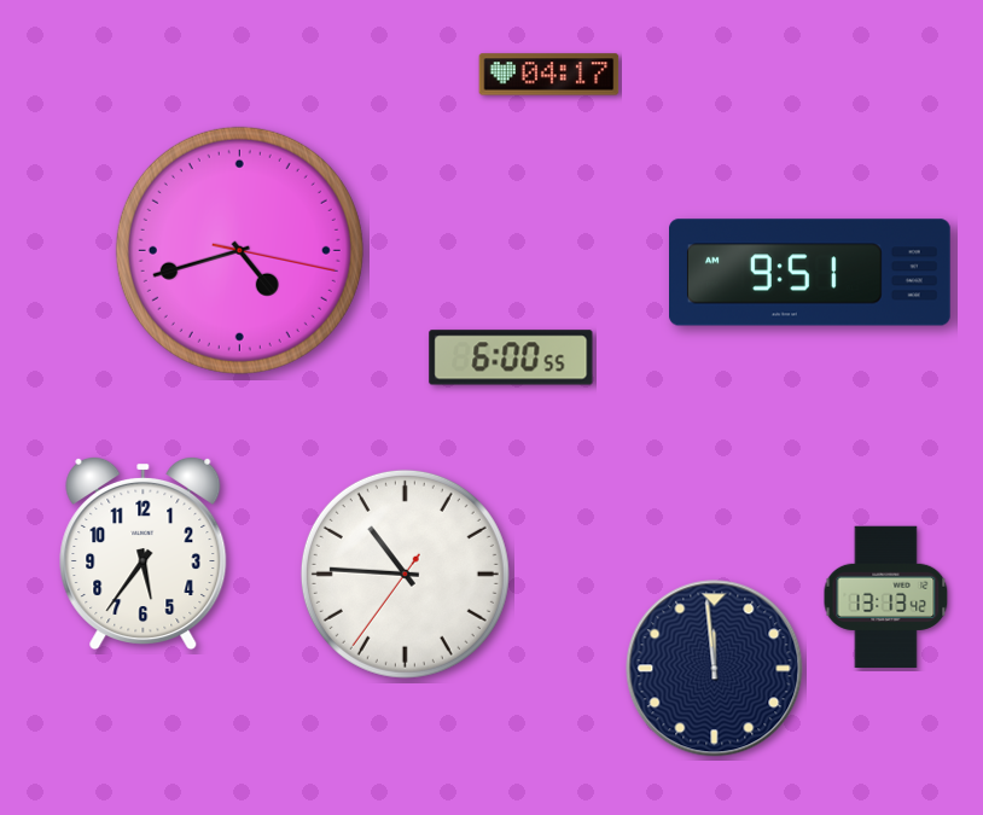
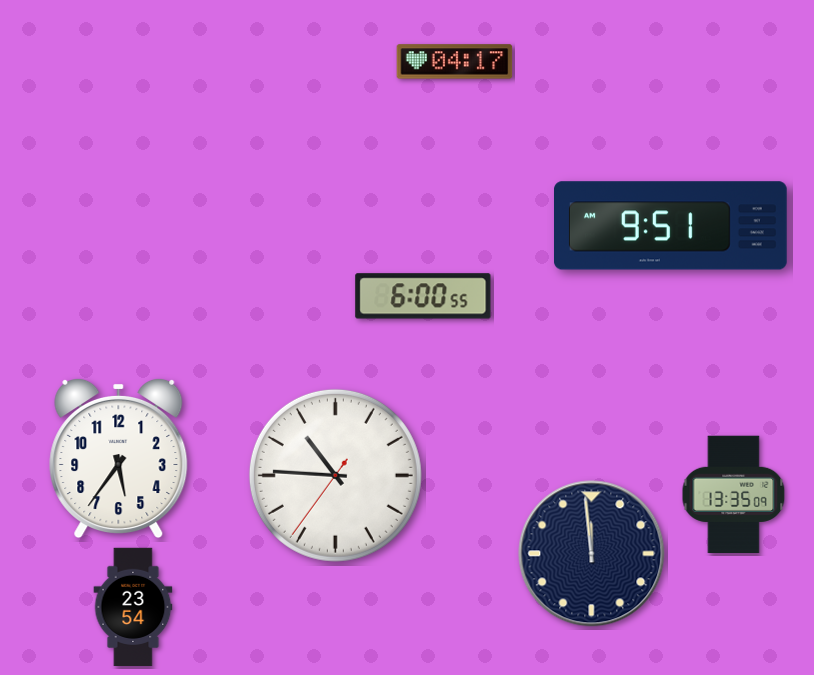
clock at (239, 250): 4:42 -> none
clock at (886, 598): 13:13 -> 13:35
clock at (133, 607): none -> 23:54
